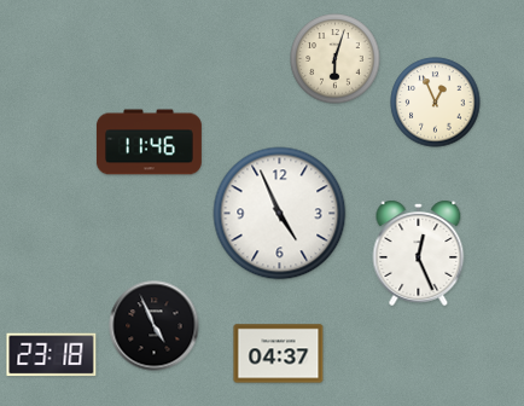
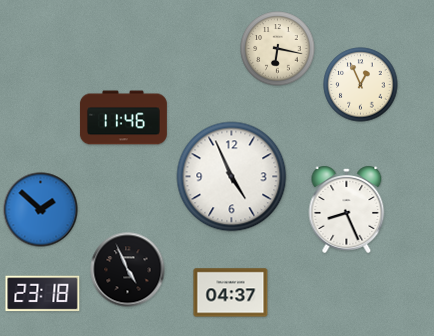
clock at (336, 59): 6:03 -> 6:17
clock at (419, 253): 12:26 -> 8:26
clock at (41, 210): none -> 1:52
